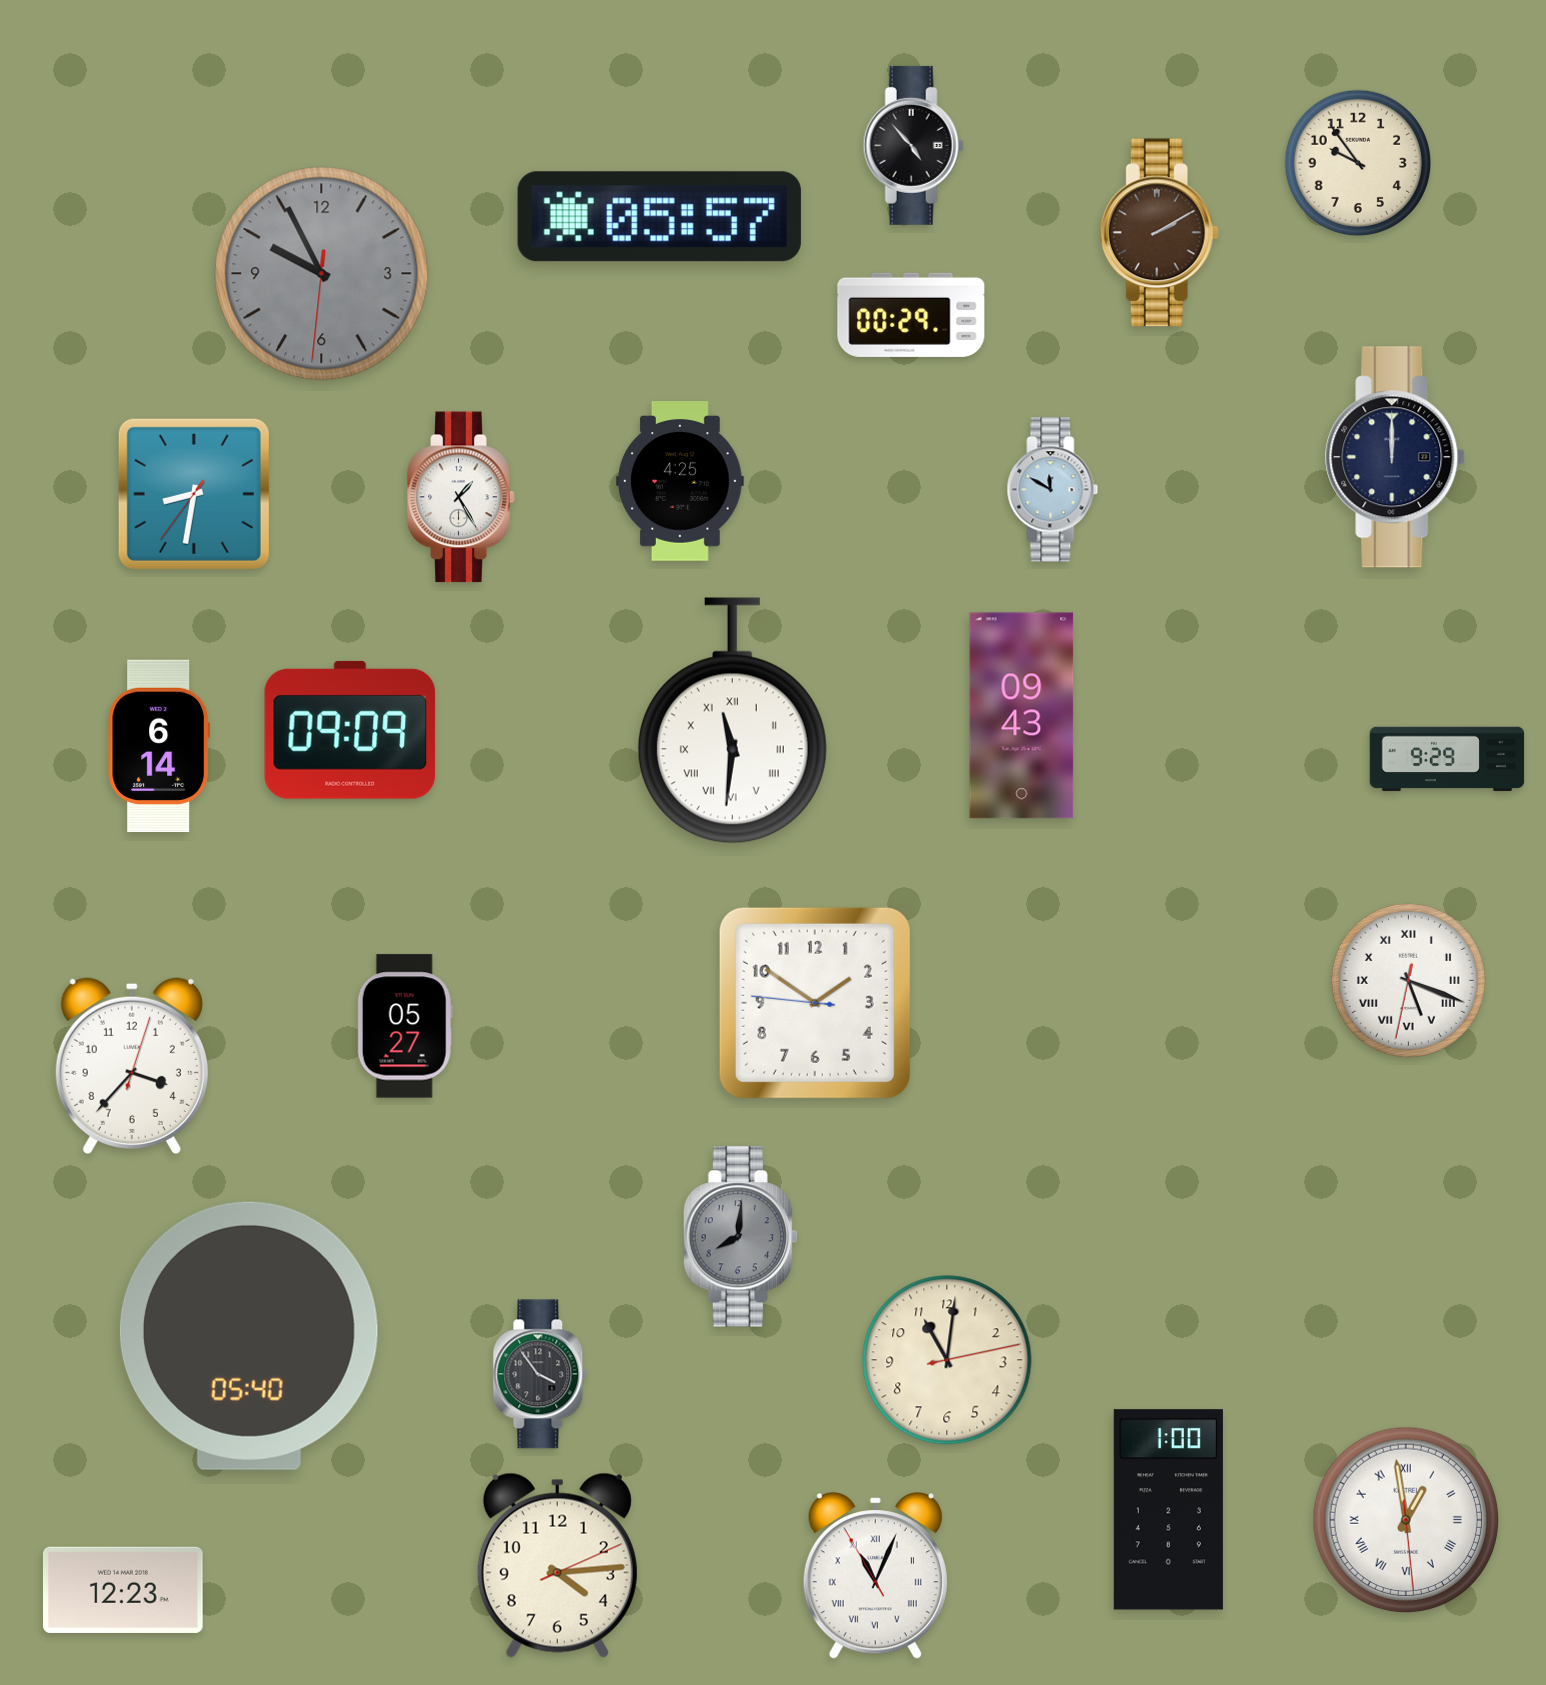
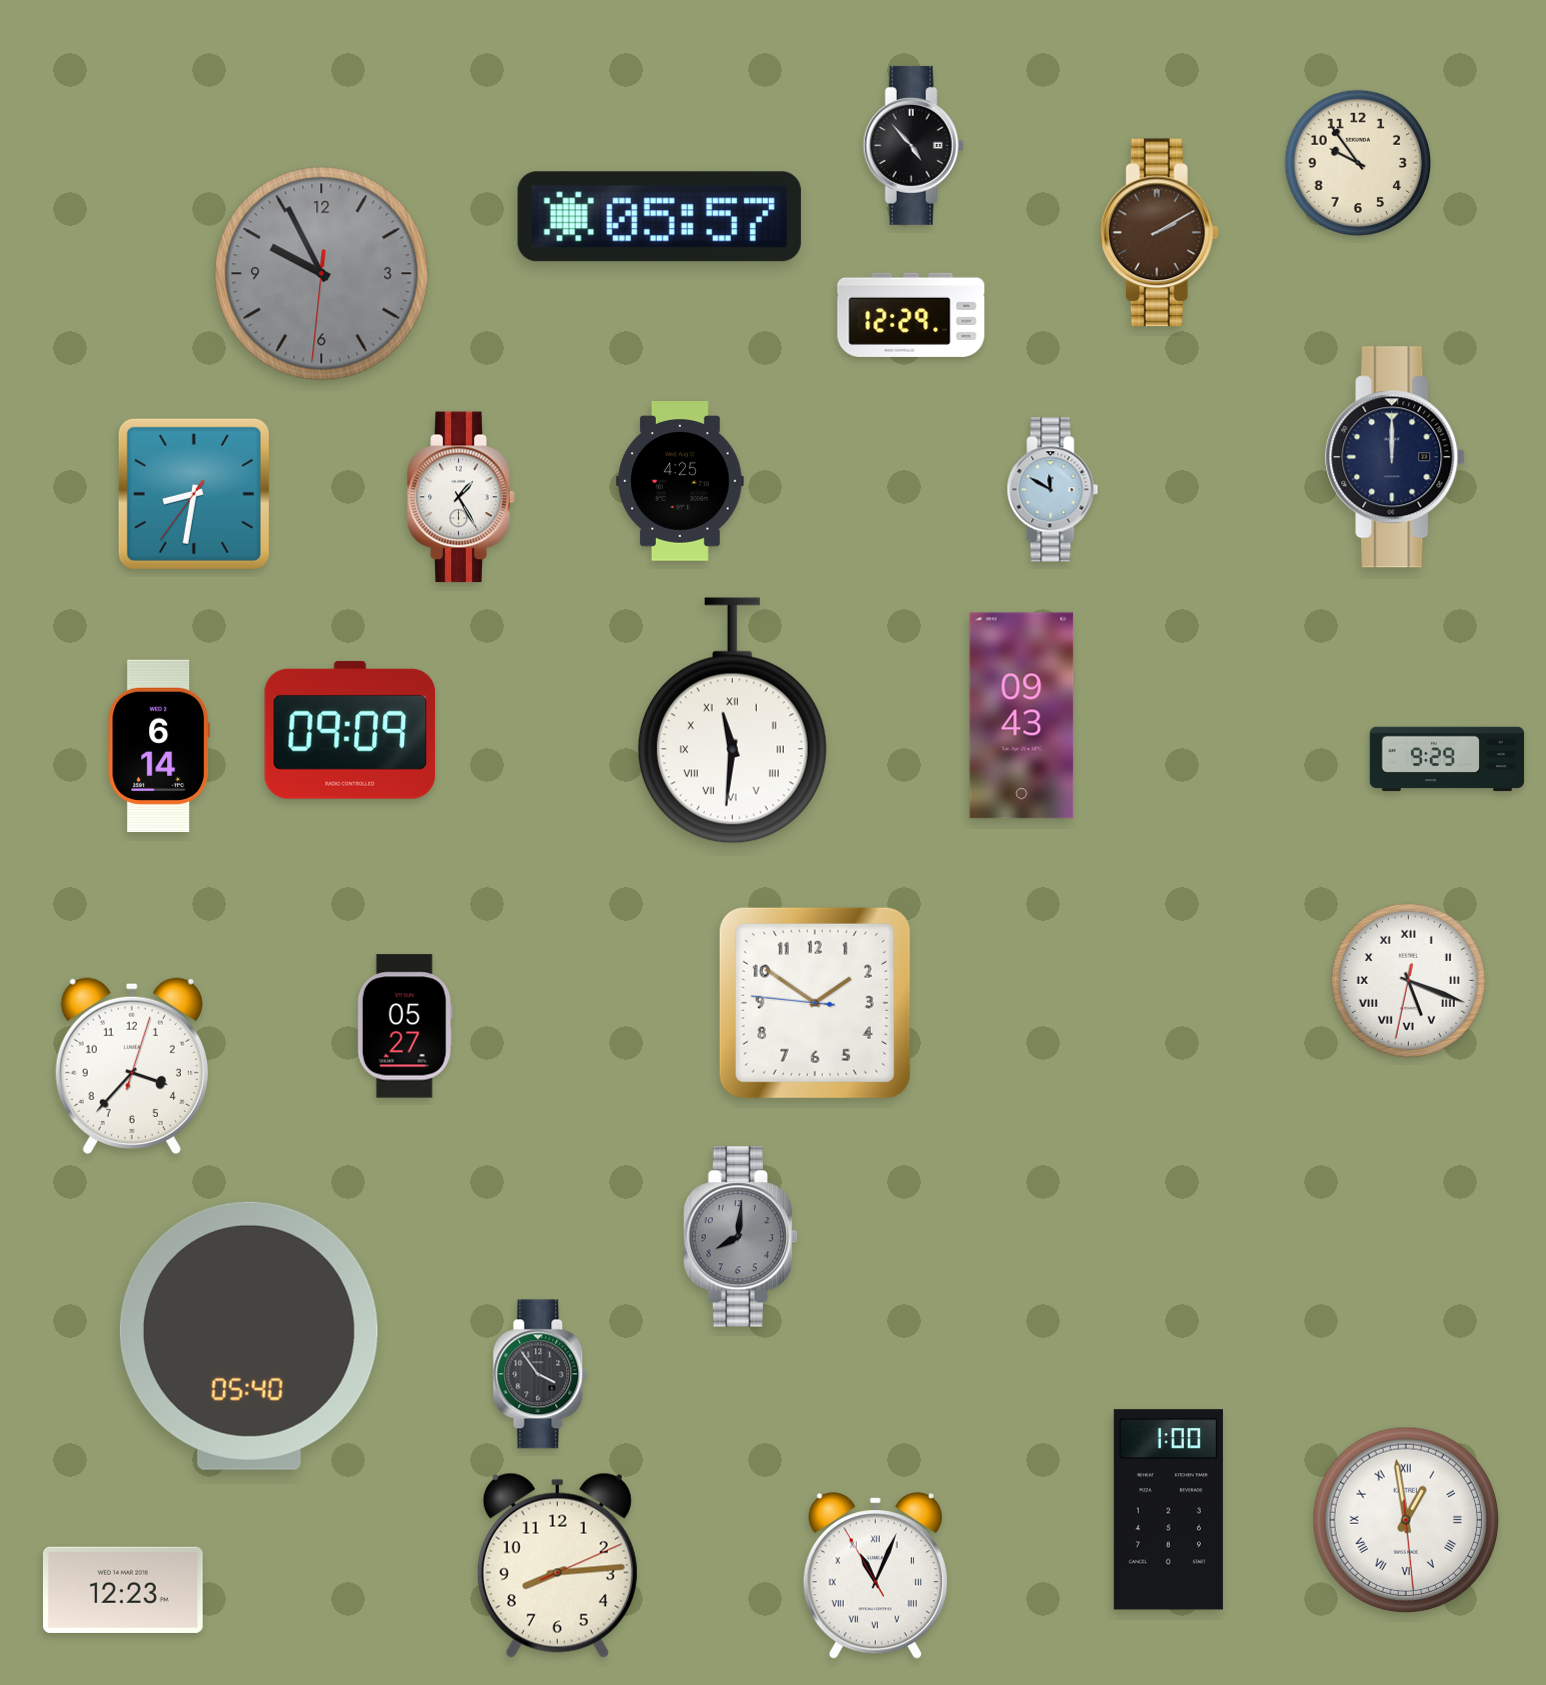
clock at (911, 315): 00:29 -> 12:29
clock at (947, 1360): 11:01 -> none
clock at (557, 1565): 4:14 -> 8:14
